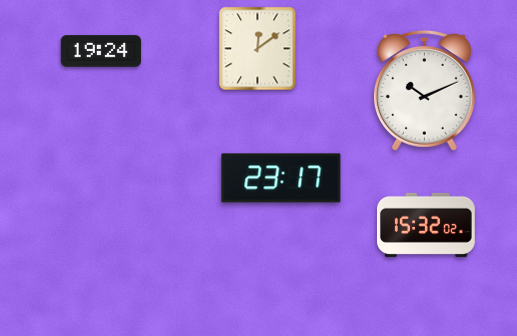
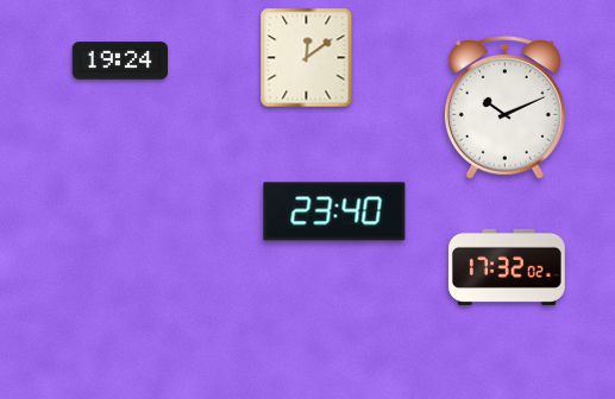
clock at (281, 178): 23:17 -> 23:40
clock at (426, 225): 15:32 -> 17:32
